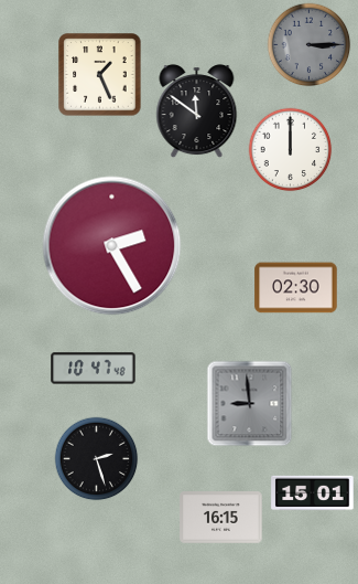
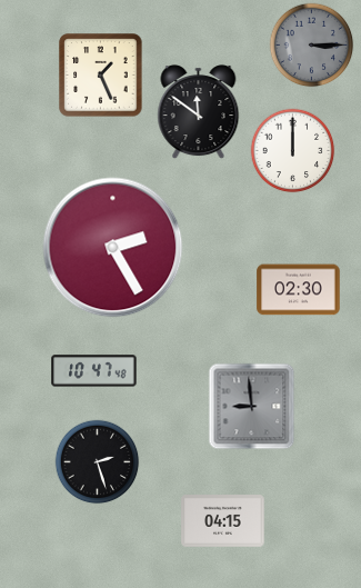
clock at (313, 493): 15:01 -> none
clock at (221, 518): 16:15 -> 04:15
